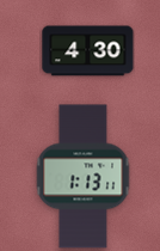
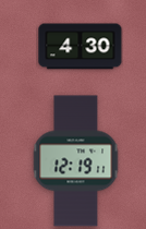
clock at (84, 177): 1:13 -> 12:19
